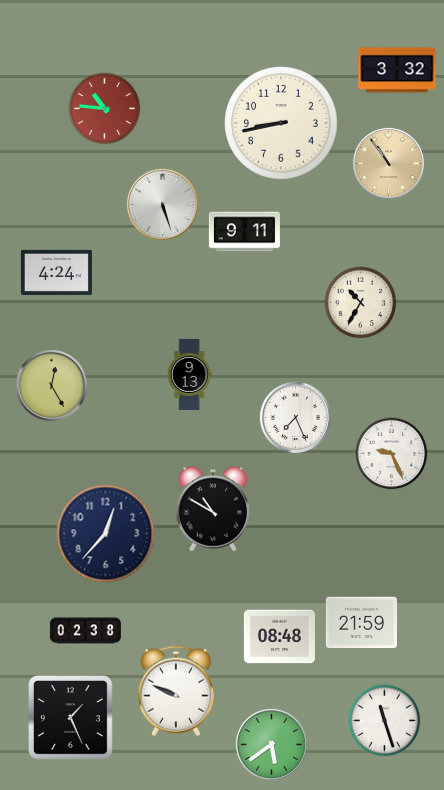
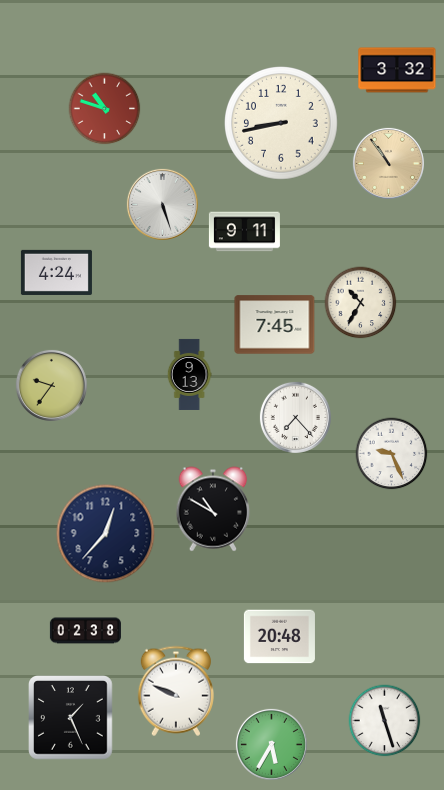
clock at (105, 109): 10:46 -> 10:48
clock at (275, 325): none -> 7:45
clock at (51, 385): 12:25 -> 9:36
clock at (295, 417): 7:26 -> 7:23
clock at (361, 623): 21:59 -> none
clock at (279, 637): 08:48 -> 20:48
clock at (271, 744): 5:39 -> 5:35
